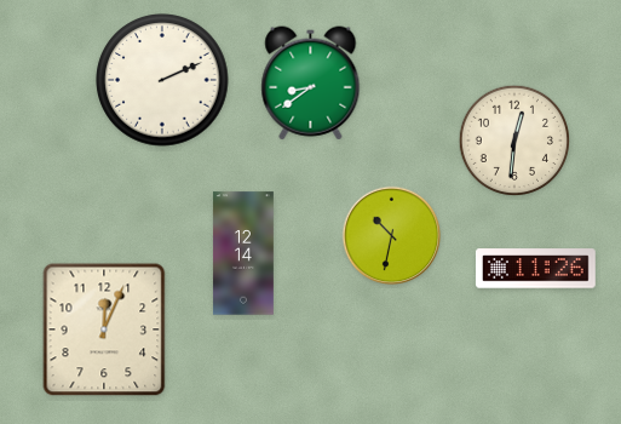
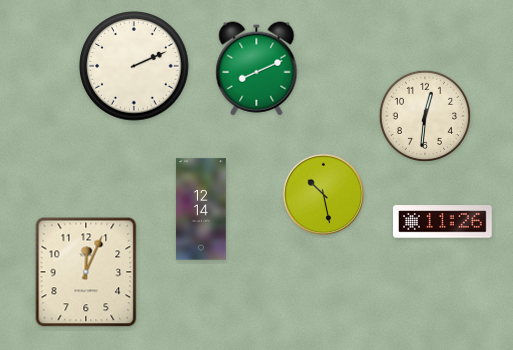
clock at (311, 84): 8:39 -> 8:11
clock at (392, 236): 10:32 -> 10:28
